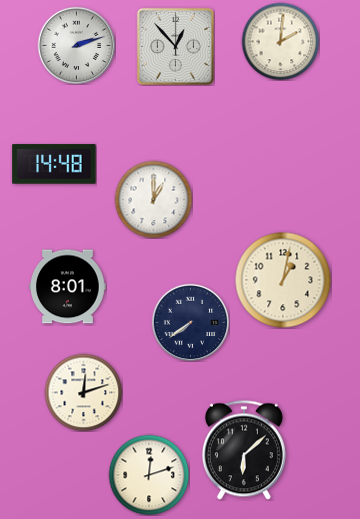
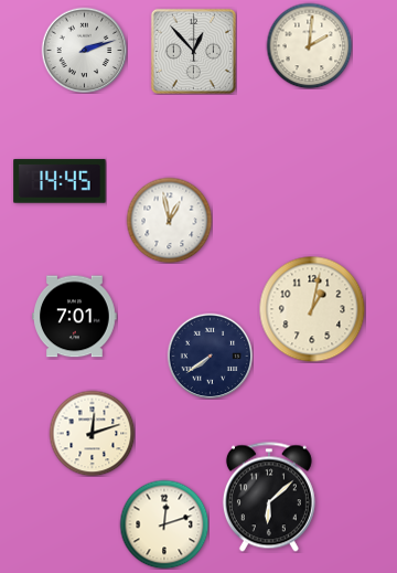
clock at (54, 164): 14:48 -> 14:45
clock at (153, 199): 1:00 -> 12:58
clock at (68, 287): 8:01 -> 7:01
